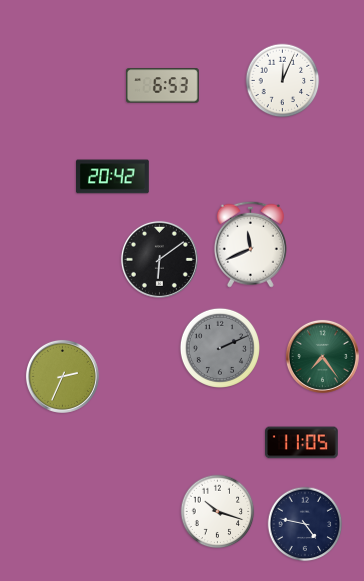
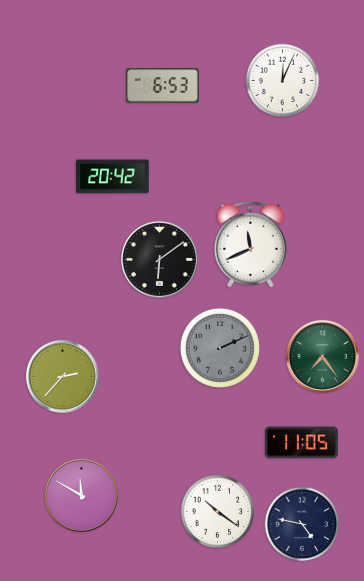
clock at (62, 376): 2:34 -> 2:37
clock at (81, 495): none -> 11:50
clock at (218, 512): 10:18 -> 10:21
clock at (305, 524) position: (305, 524) -> (302, 524)
